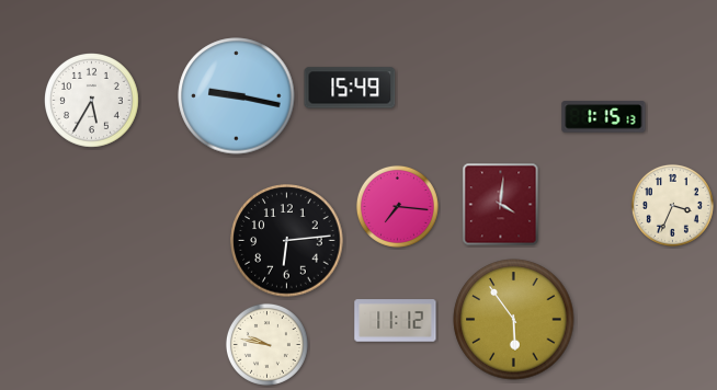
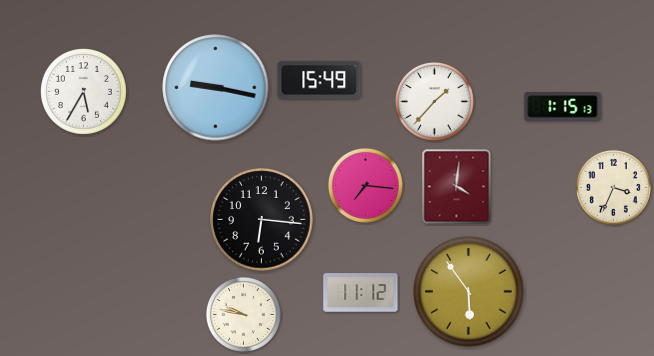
clock at (434, 101): none -> 1:37
clock at (604, 117) position: (604, 117) -> (563, 107)
clock at (397, 206) position: (397, 206) -> (365, 185)
clock at (287, 241): 6:14 -> 6:16
